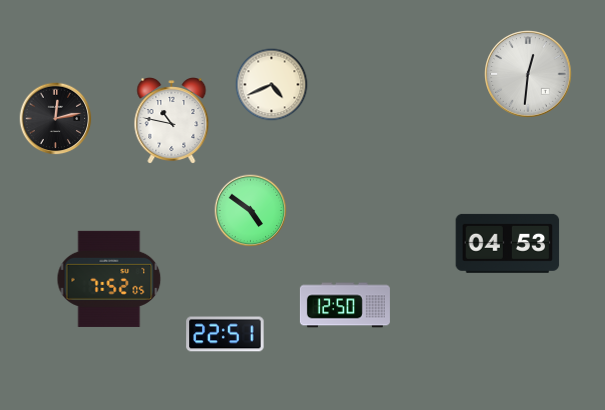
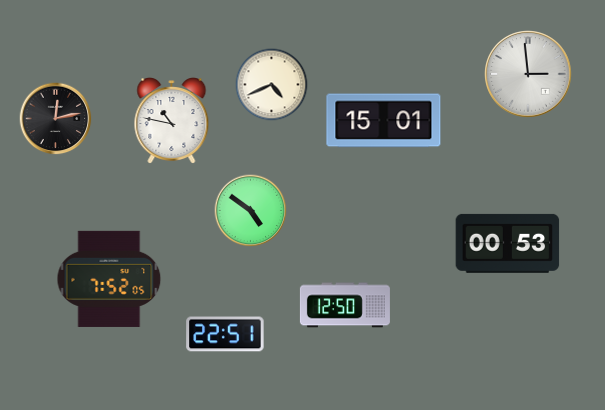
clock at (529, 75): 12:31 -> 2:59
clock at (384, 121): none -> 15:01
clock at (508, 243): 04:53 -> 00:53
